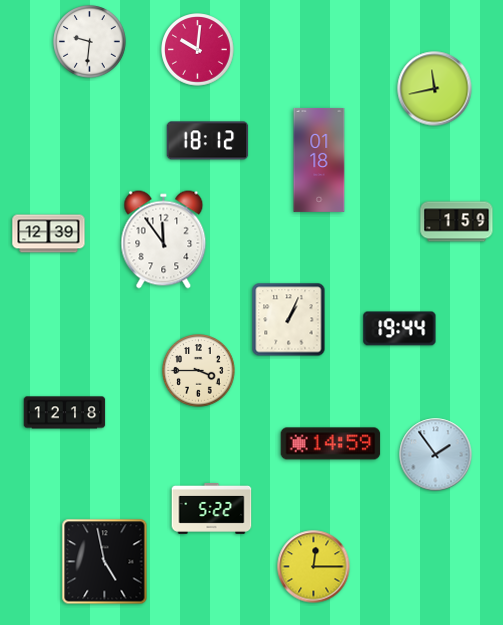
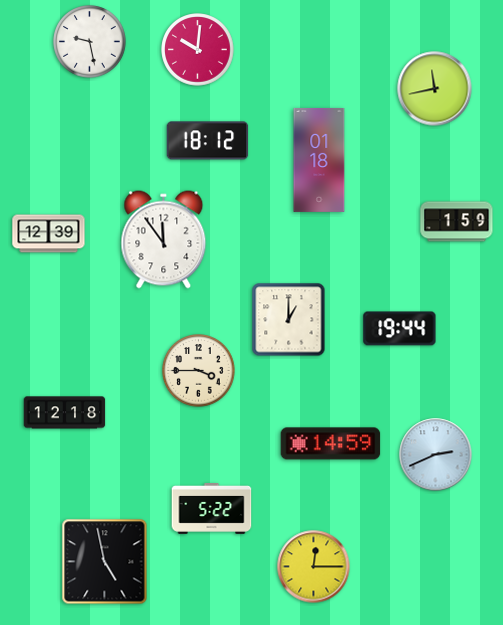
clock at (90, 42): 9:31 -> 9:28
clock at (289, 320): 1:04 -> 1:00
clock at (436, 455): 1:54 -> 2:41
